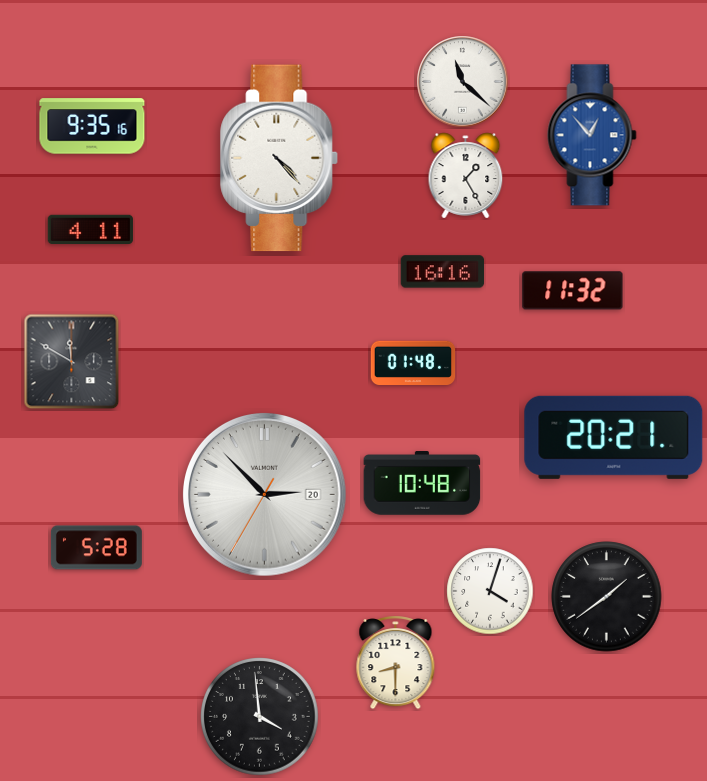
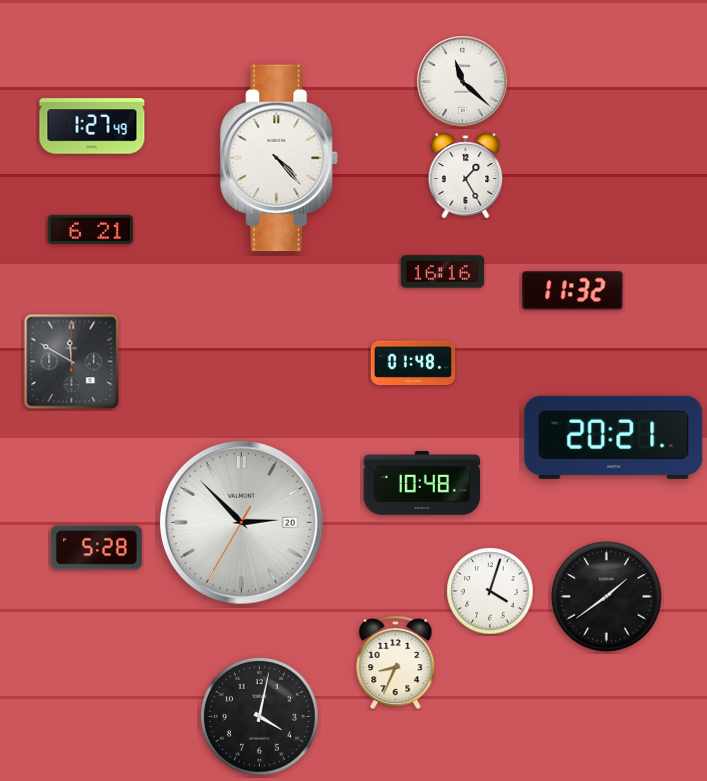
clock at (92, 126): 9:35 -> 1:27
clock at (592, 135): 12:53 -> none
clock at (90, 229): 4:11 -> 6:21
clock at (265, 495) position: (265, 495) -> (242, 523)
clock at (396, 663): 8:30 -> 8:34
clock at (260, 717): 3:59 -> 4:02
